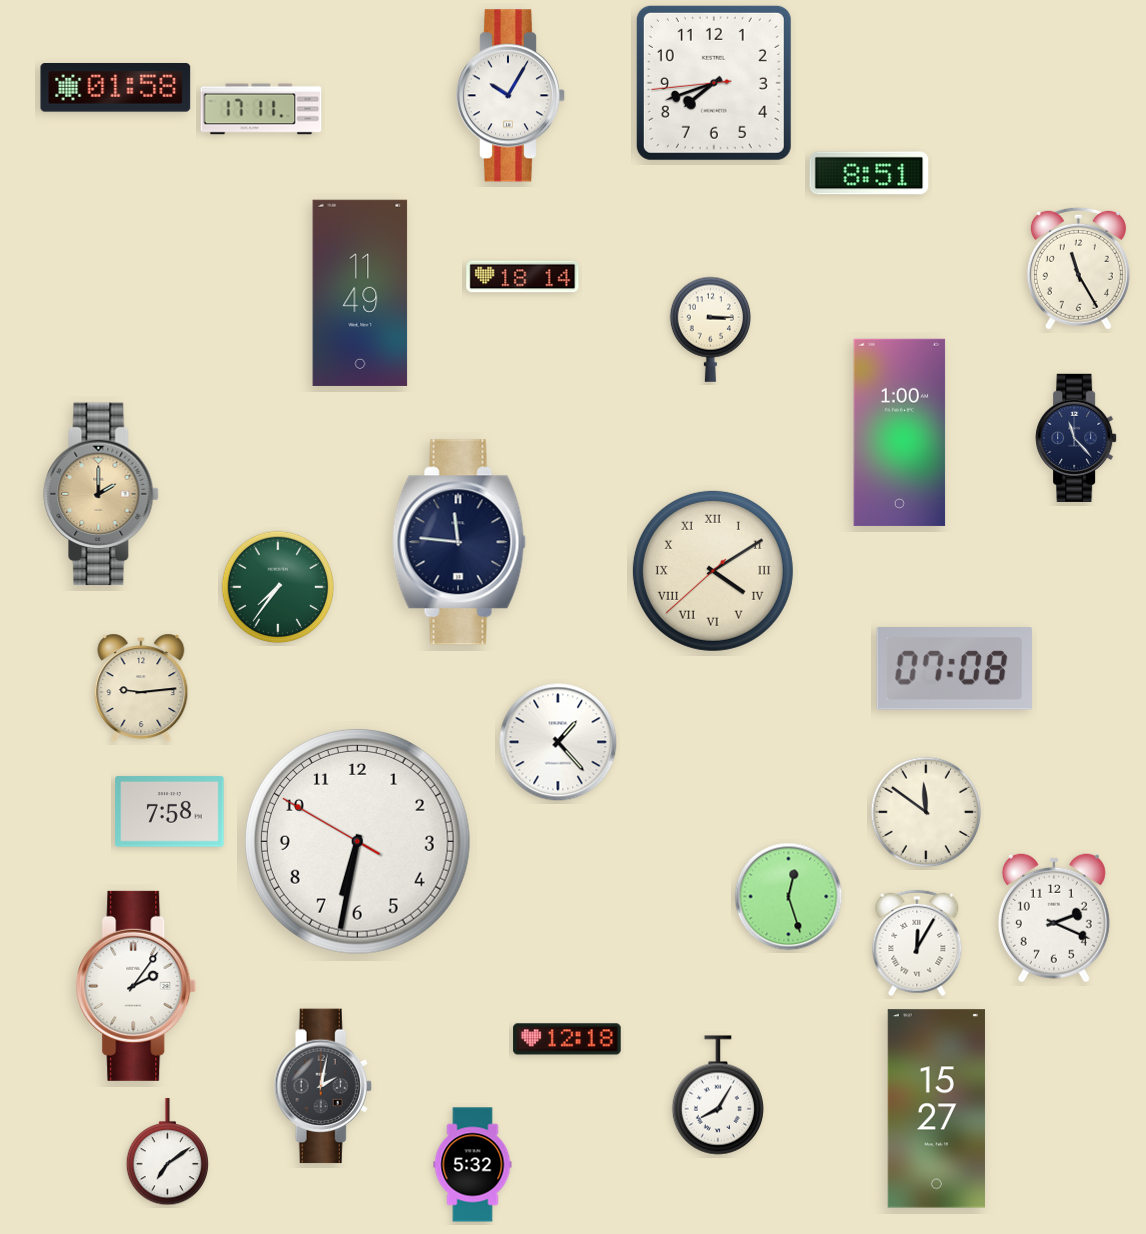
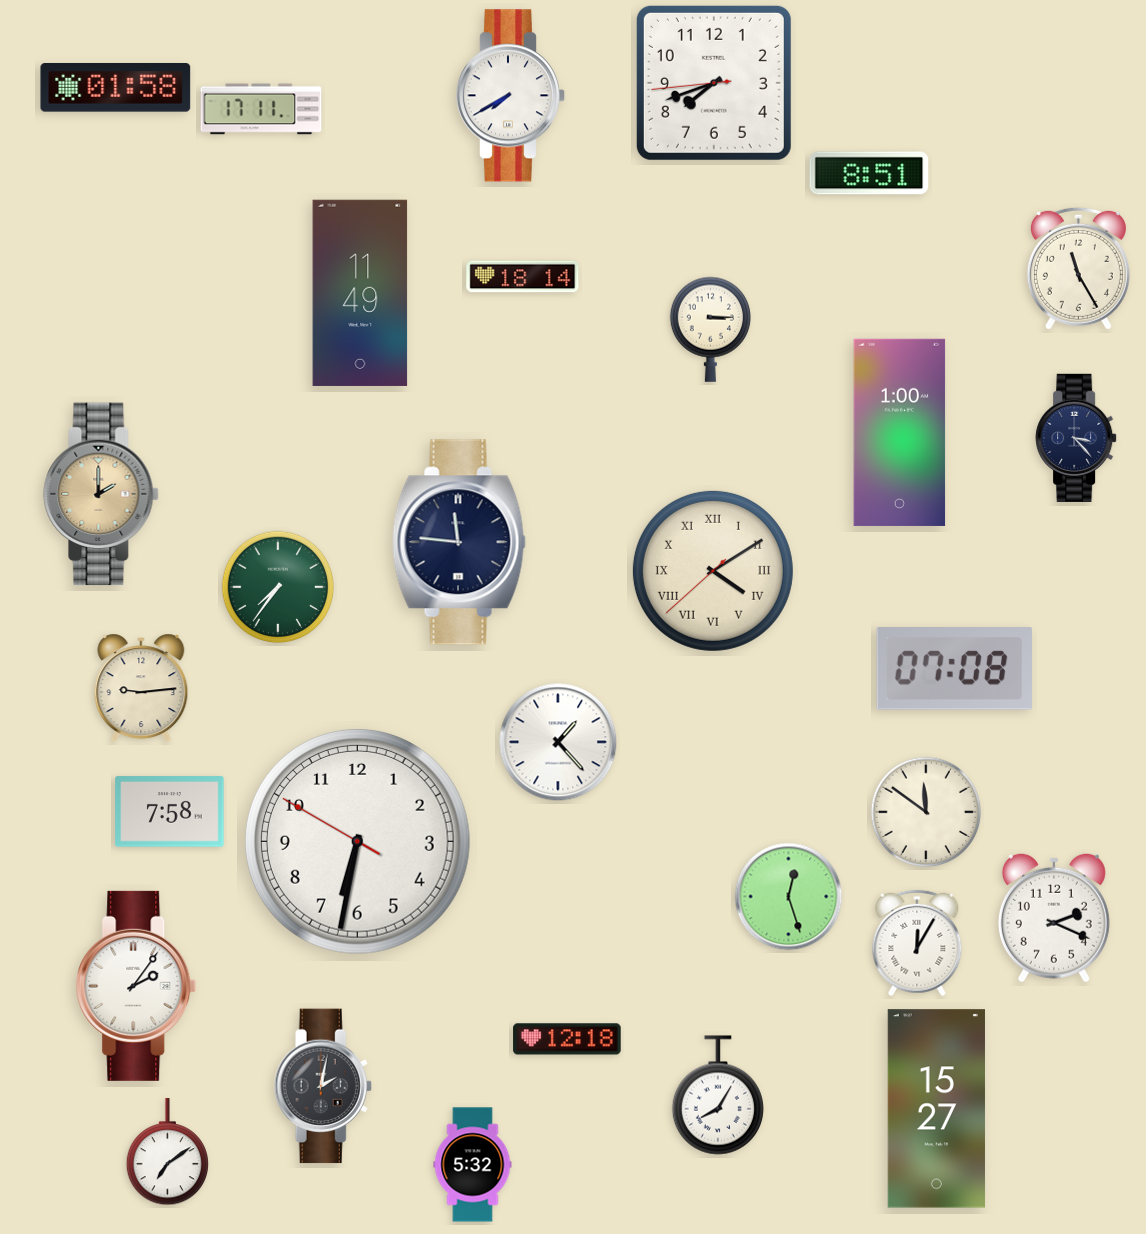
clock at (511, 96): 10:05 -> 7:40
clock at (1076, 438): 11:23 -> 3:23
